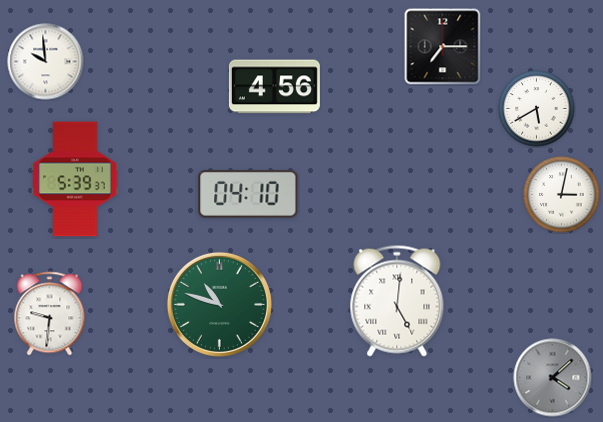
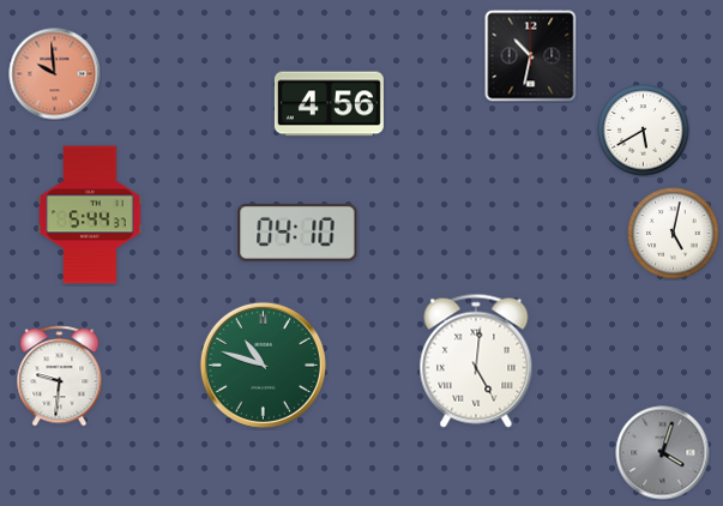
clock at (443, 47): 7:15 -> 10:32
clock at (46, 62) dial: white -> salmon
clock at (75, 179): 5:39 -> 5:44
clock at (562, 195): 3:02 -> 5:02
clock at (553, 378): 4:08 -> 4:03
